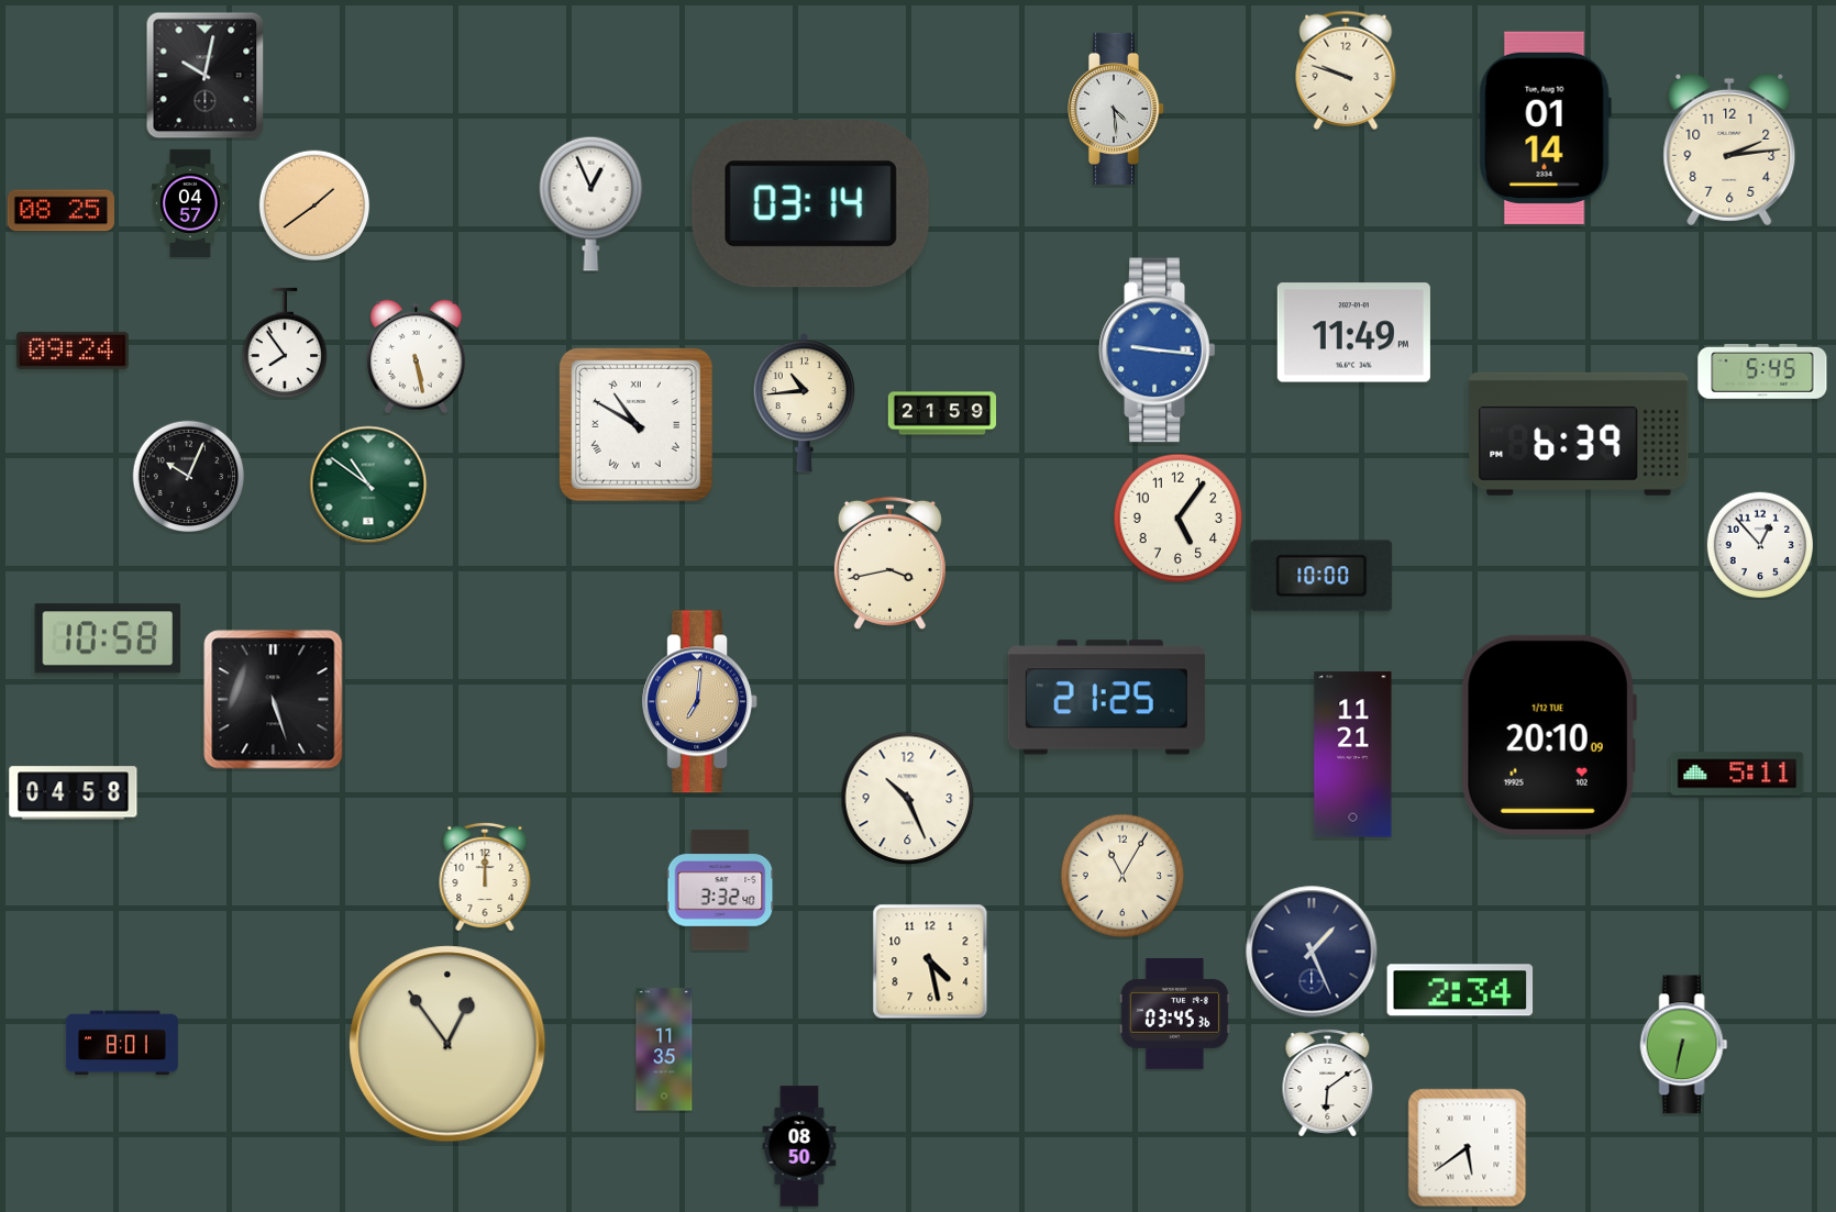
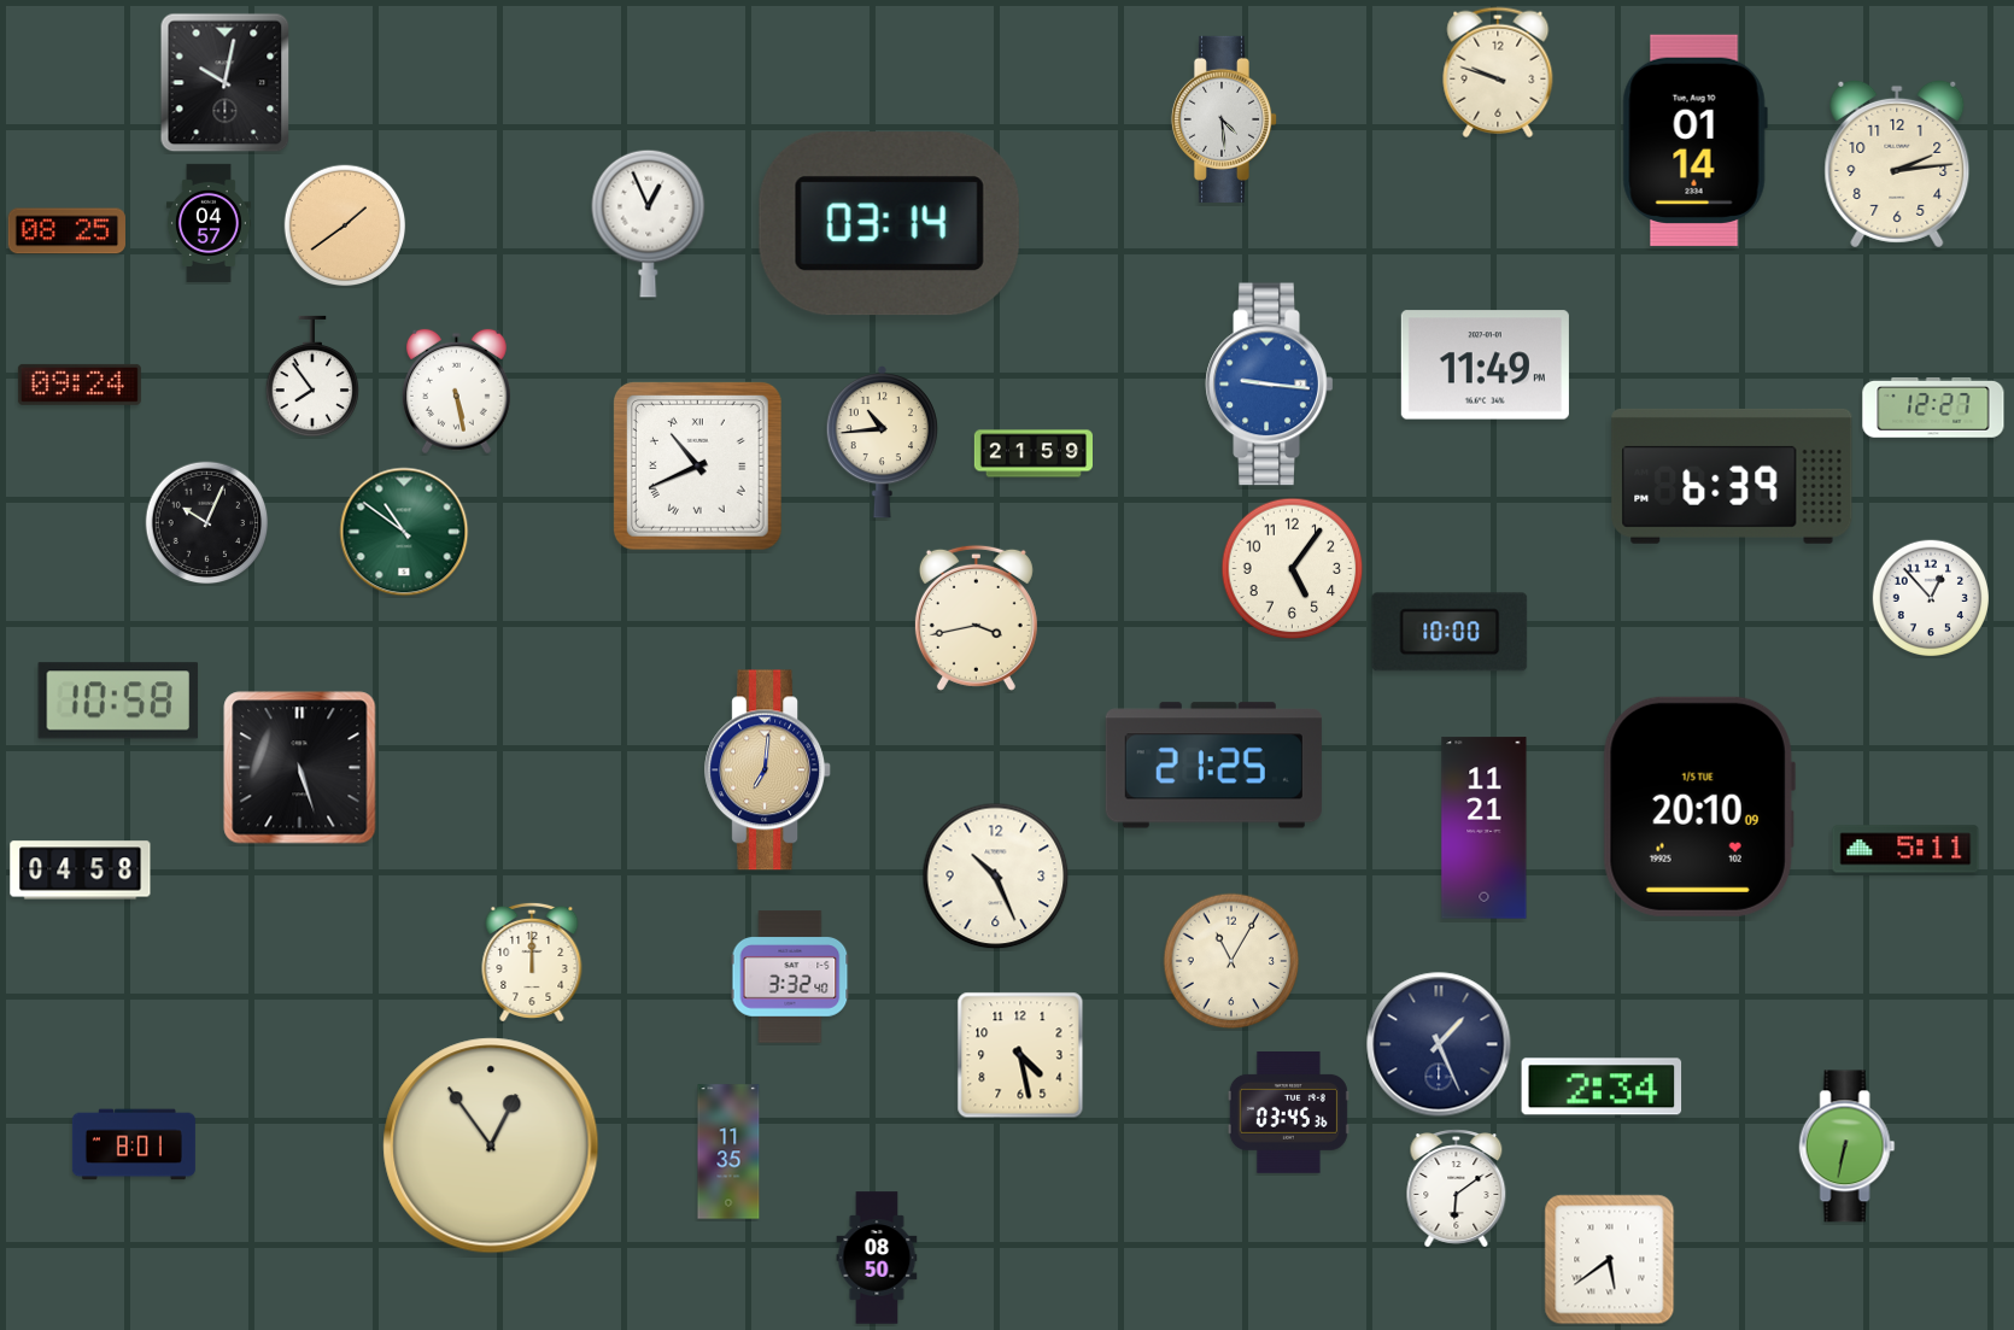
clock at (1346, 70) position: (1346, 70) -> (1498, 72)
clock at (1762, 371): 5:45 -> 12:27
clock at (635, 424): 10:50 -> 10:41
clock at (1549, 735) date: 1/12 TUE -> 1/5 TUE
